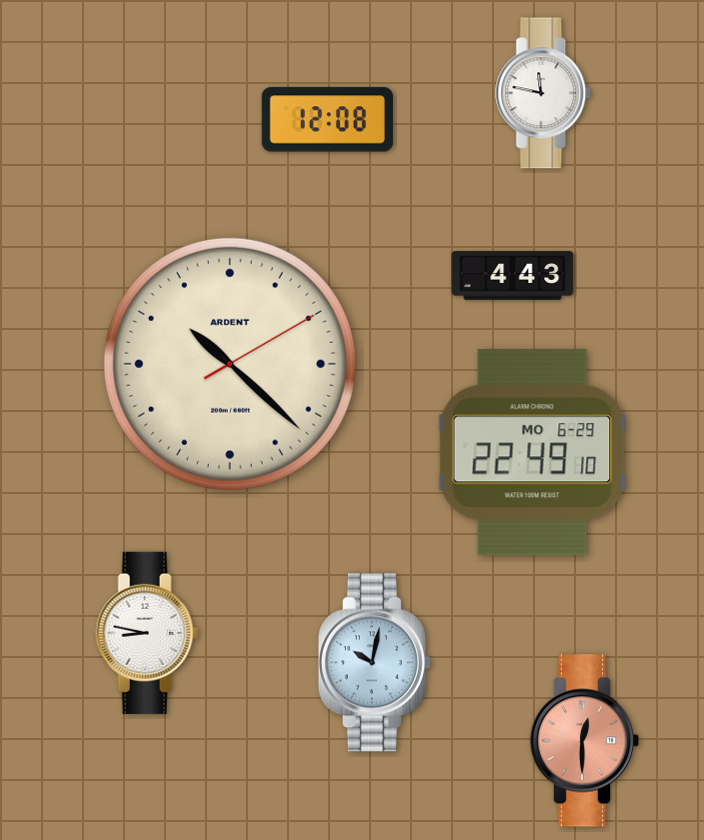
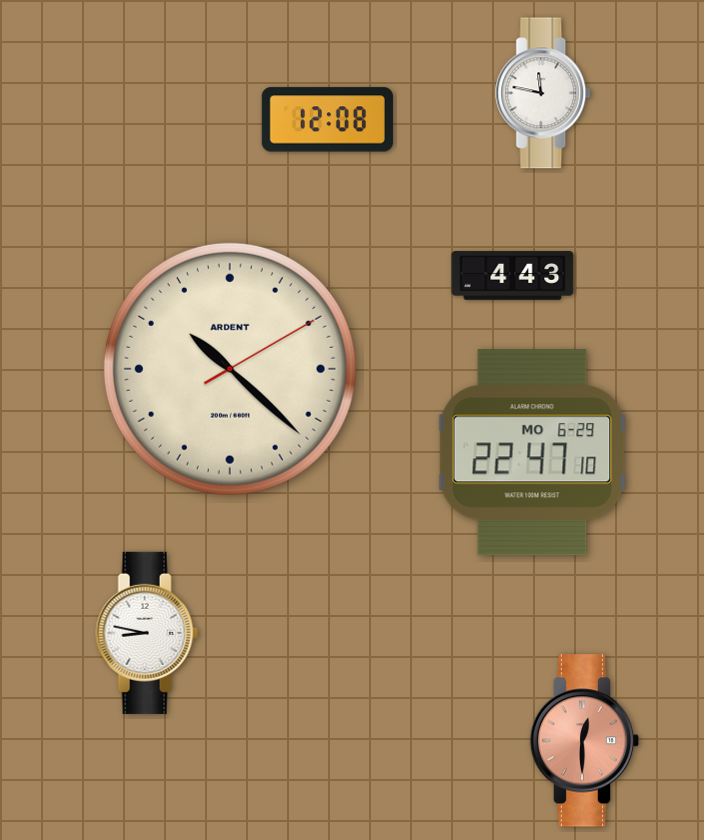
clock at (230, 364) position: (230, 364) -> (230, 369)
clock at (533, 453): 22:49 -> 22:47
clock at (374, 663): 10:02 -> none
